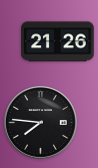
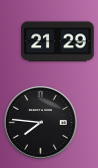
clock at (58, 42): 21:26 -> 21:29
